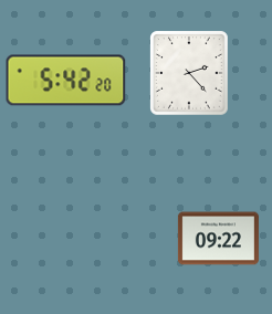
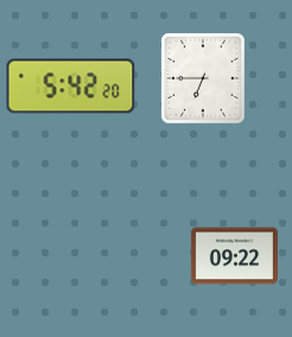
clock at (189, 73): 2:23 -> 6:45
